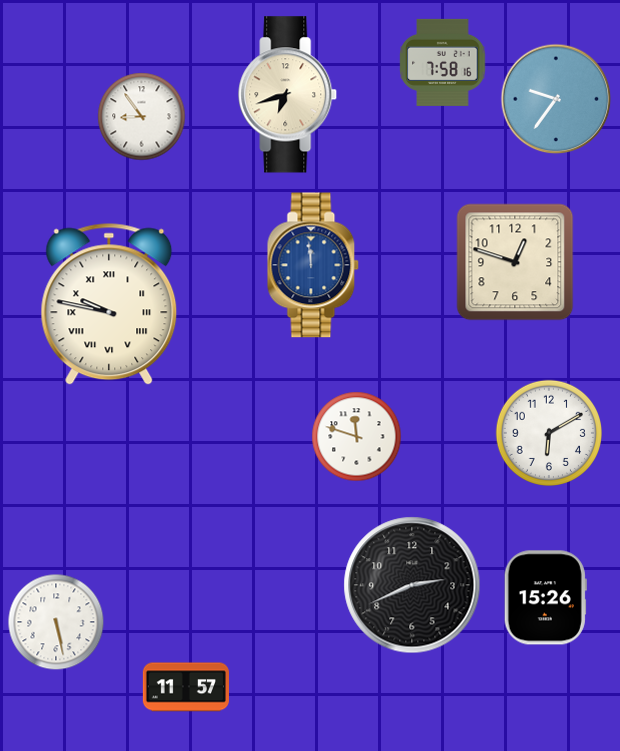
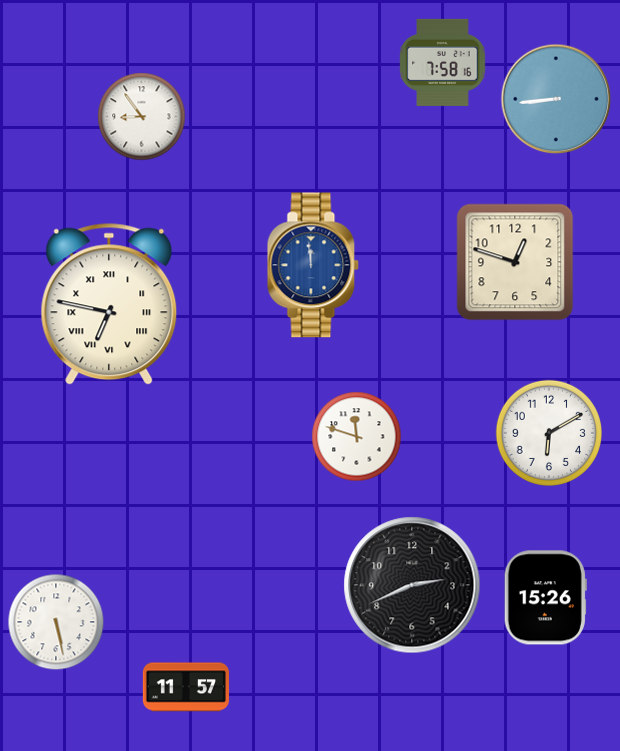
clock at (288, 95): 6:42 -> none
clock at (556, 99): 9:36 -> 8:44
clock at (109, 304): 9:47 -> 6:47
